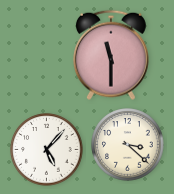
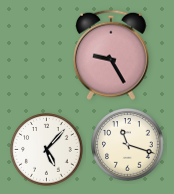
clock at (111, 55): 11:30 -> 9:25
clock at (128, 145): 3:22 -> 11:18
